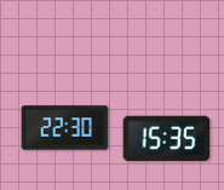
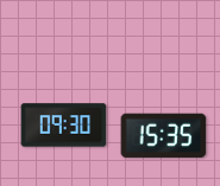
clock at (65, 128): 22:30 -> 09:30
